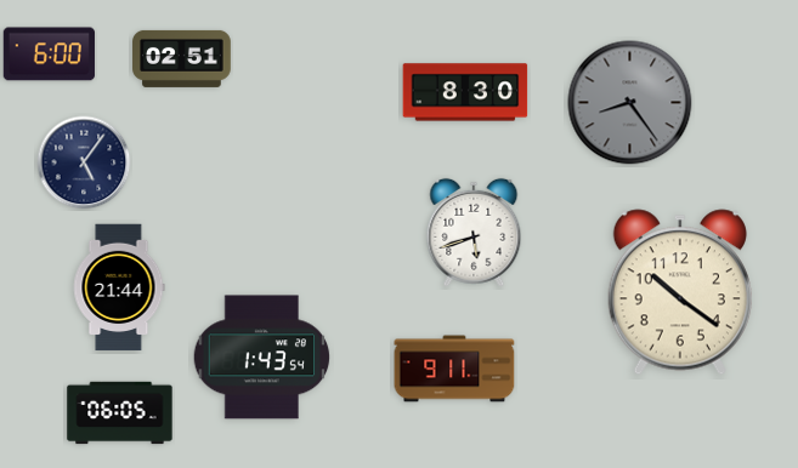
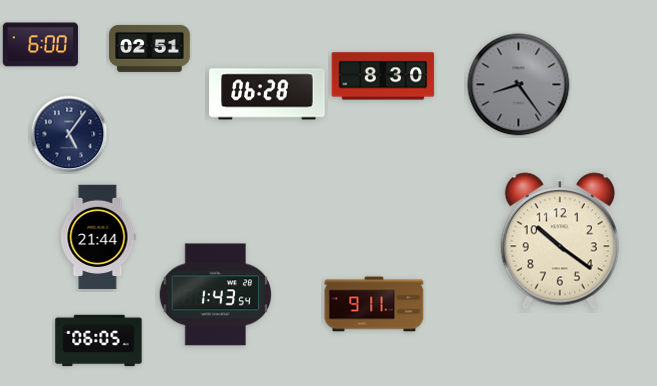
clock at (267, 94): none -> 06:28
clock at (474, 233): 5:42 -> none
